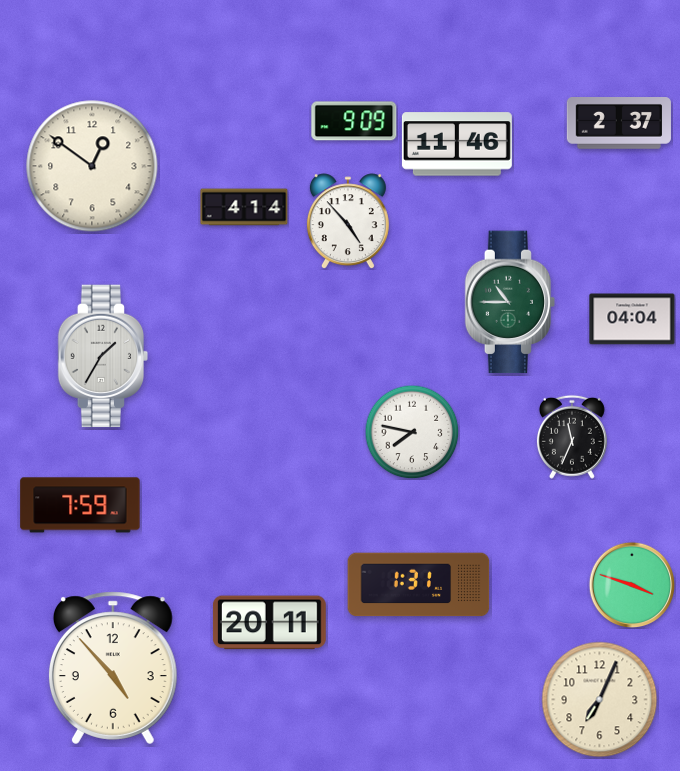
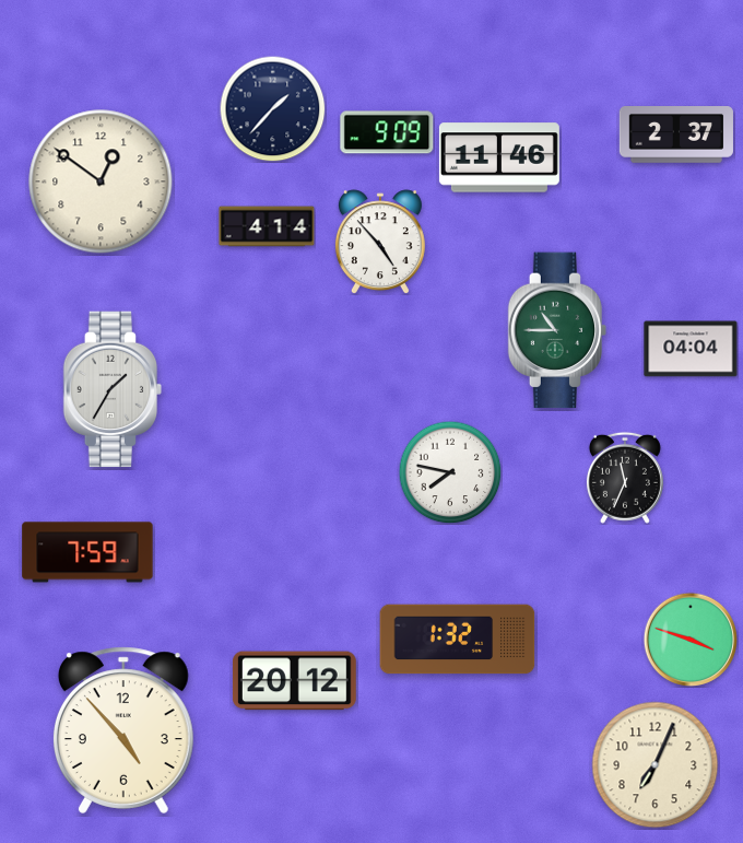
clock at (272, 108): none -> 1:37
clock at (419, 585): 1:31 -> 1:32
clock at (269, 623): 20:11 -> 20:12
